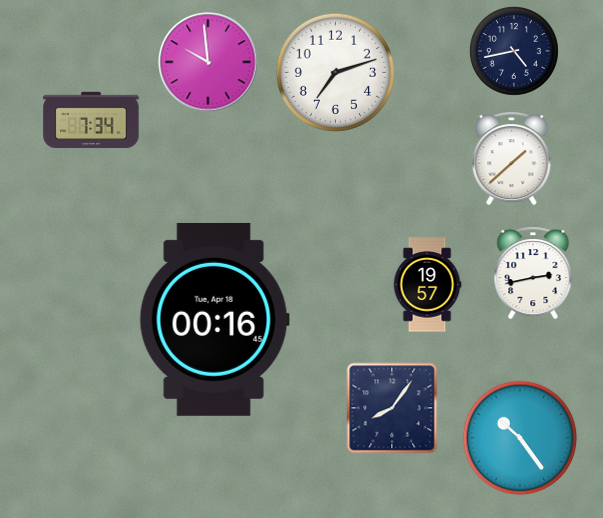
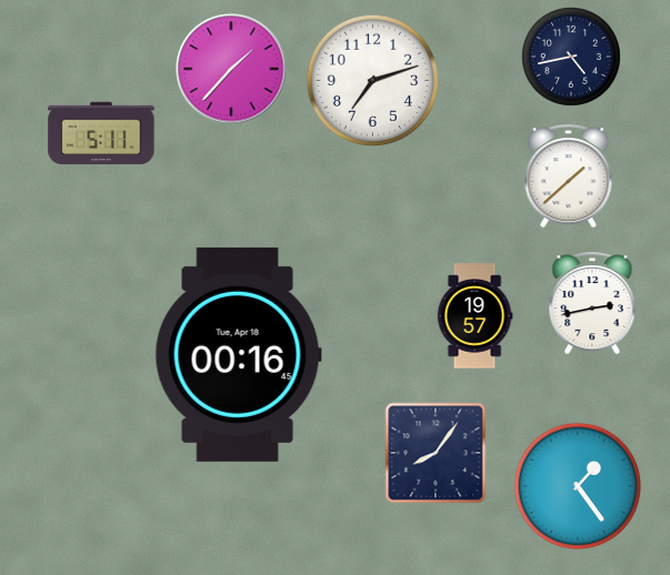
clock at (208, 62): 9:59 -> 1:37
clock at (91, 120): 7:34 -> 5:11
clock at (520, 438): 10:24 -> 1:24
